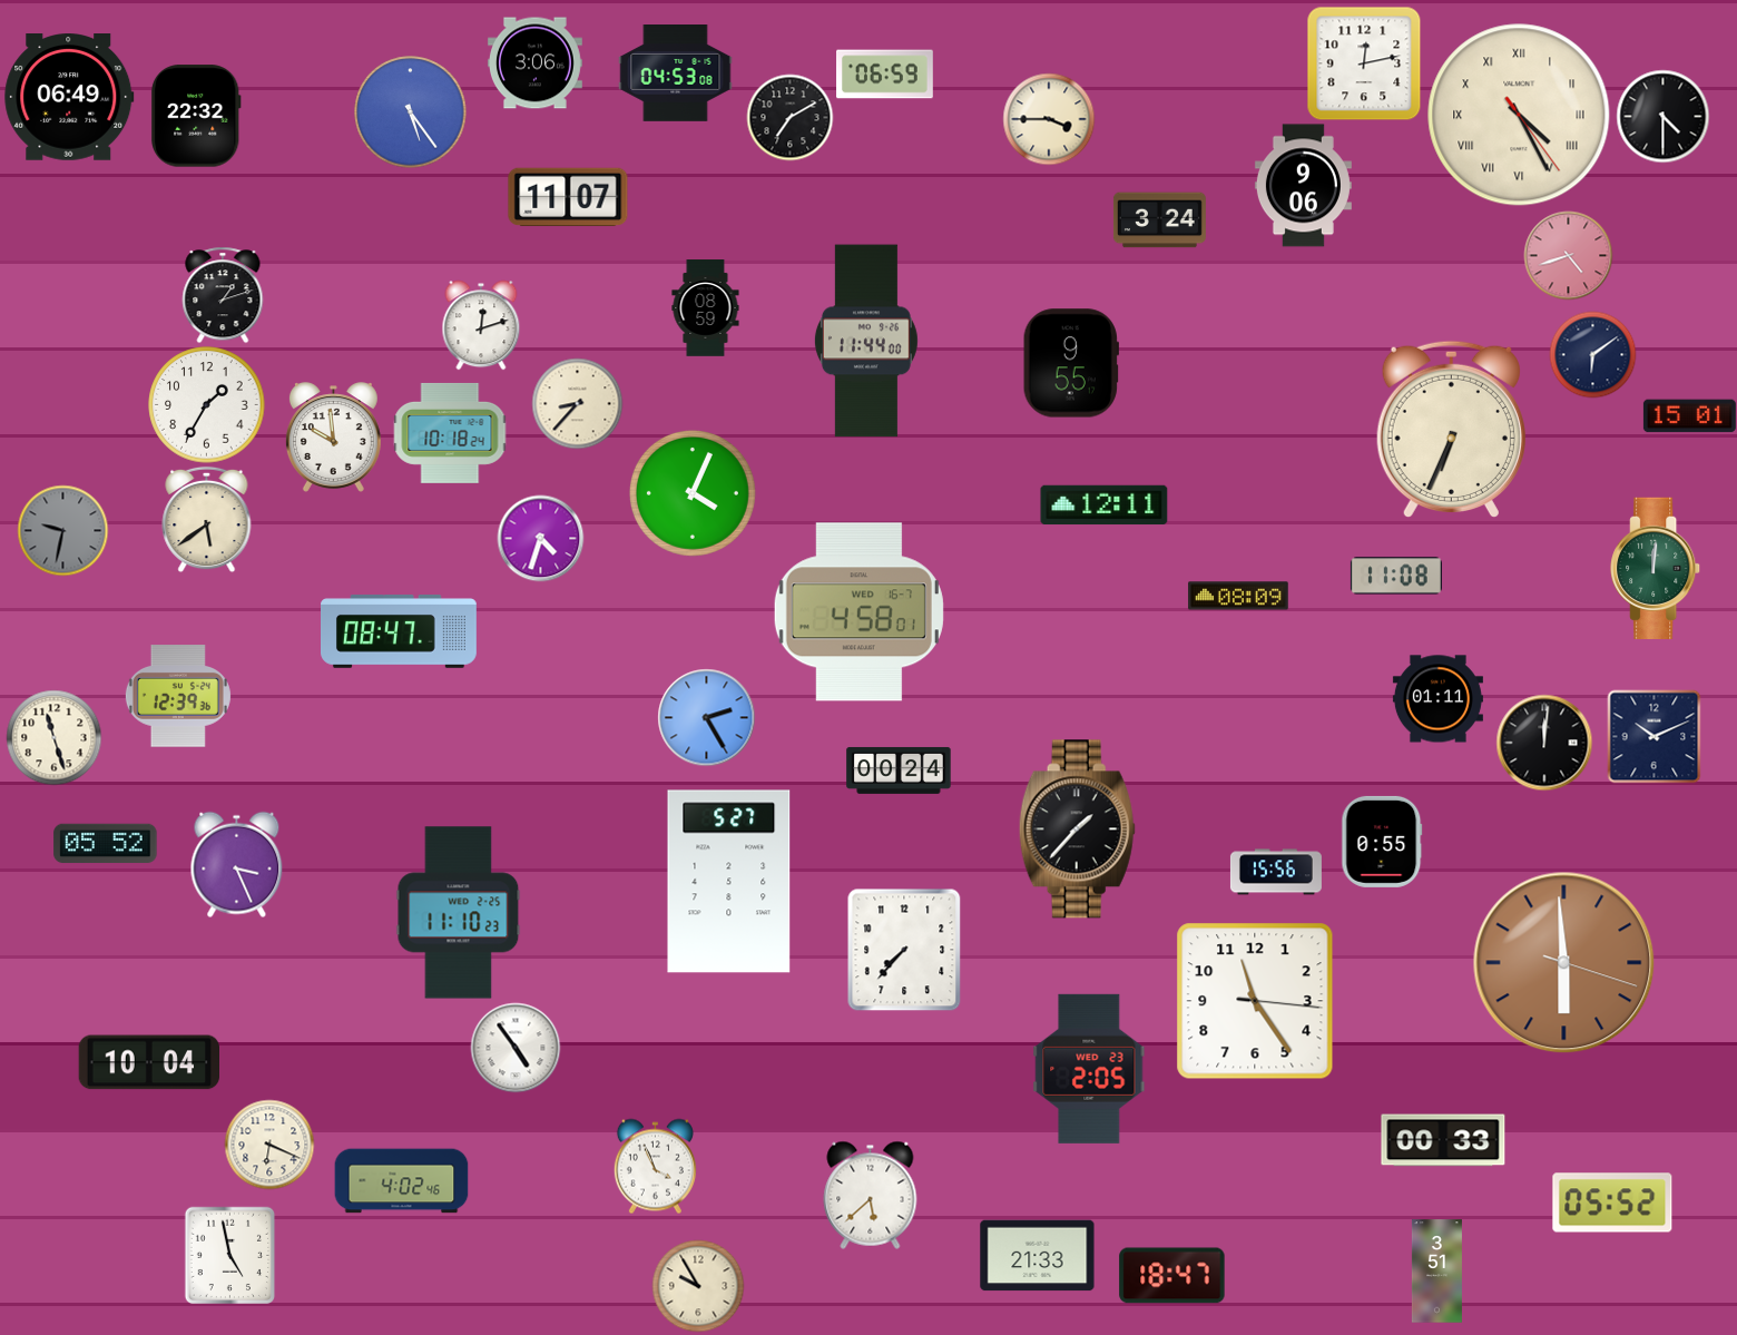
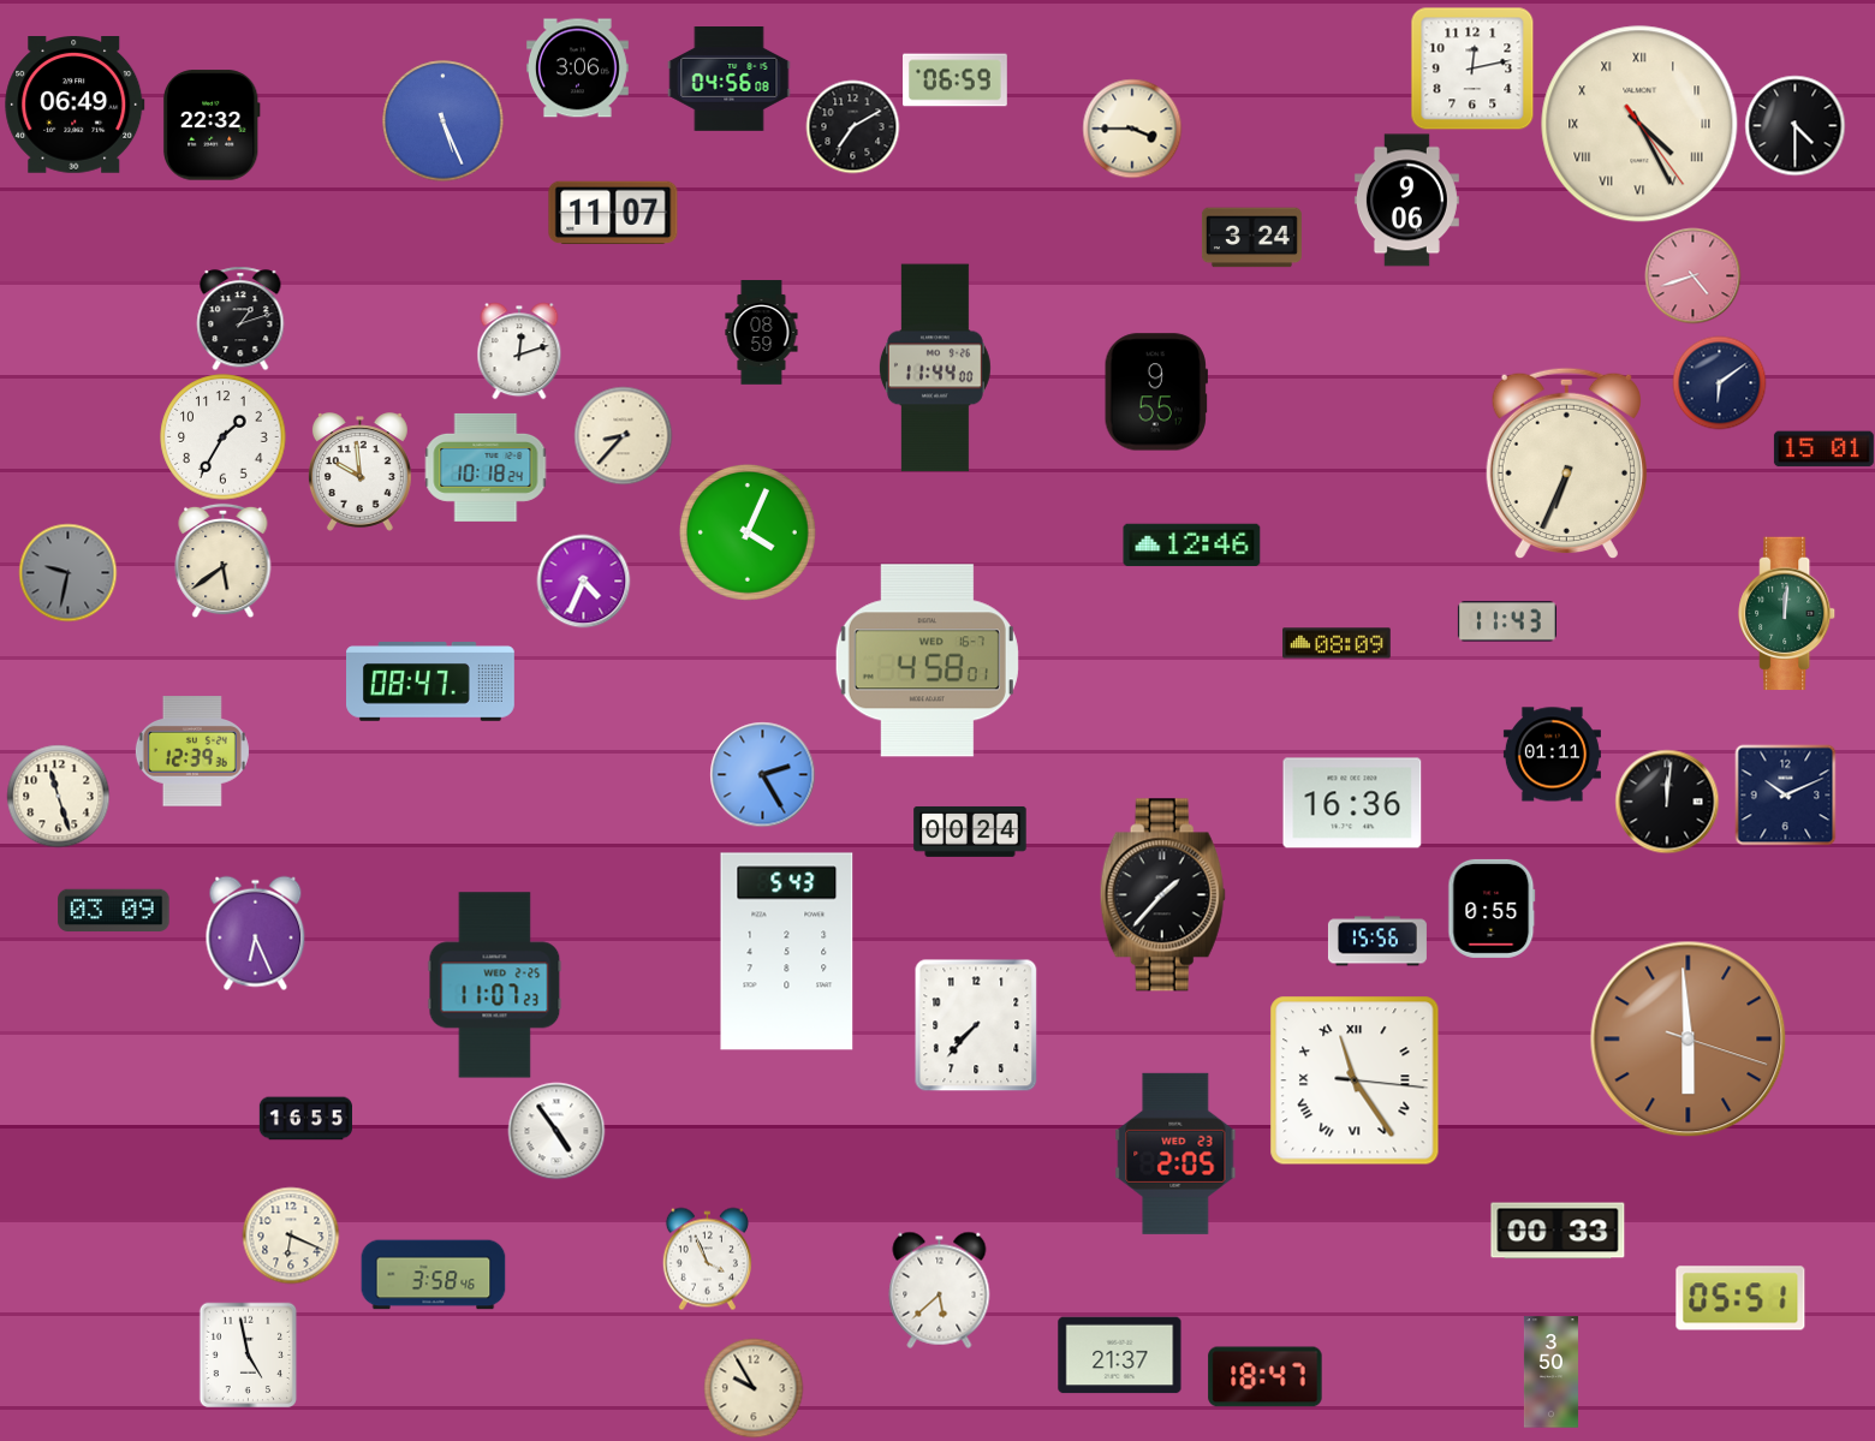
clock at (676, 73): 04:53 -> 04:56
clock at (411, 112): 5:24 -> 5:26
clock at (1105, 505): 12:11 -> 12:46
clock at (540, 538): 4:33 -> 4:34
clock at (1396, 576): 11:08 -> 11:43
clock at (1352, 803): none -> 16:36
clock at (106, 844): 05:52 -> 03:09
clock at (237, 864): 3:26 -> 6:26
clock at (729, 882): 5:27 -> 5:43
clock at (459, 913): 11:10 -> 11:07
clock at (1255, 1001) numerals: Arabic -> Roman
clock at (305, 1119): none -> 16:55
clock at (148, 1062): 10:04 -> none
clock at (402, 1181): 4:02 -> 3:58
clock at (1612, 1203): 05:52 -> 05:51
clock at (1038, 1256): 21:33 -> 21:37
clock at (1436, 1272): 3:51 -> 3:50
